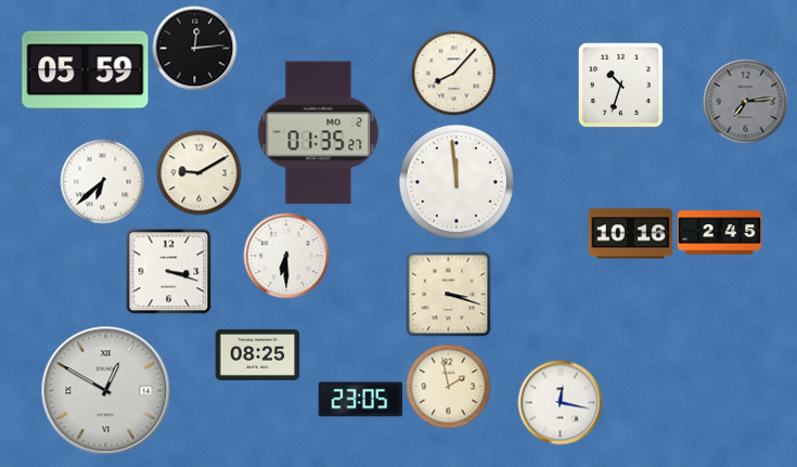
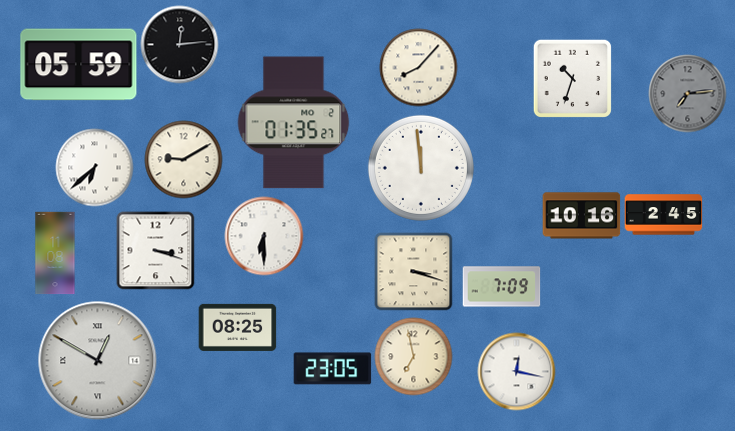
clock at (55, 253): none -> 11:08
clock at (501, 287): none -> 7:09
clock at (448, 386): 1:58 -> 6:58
